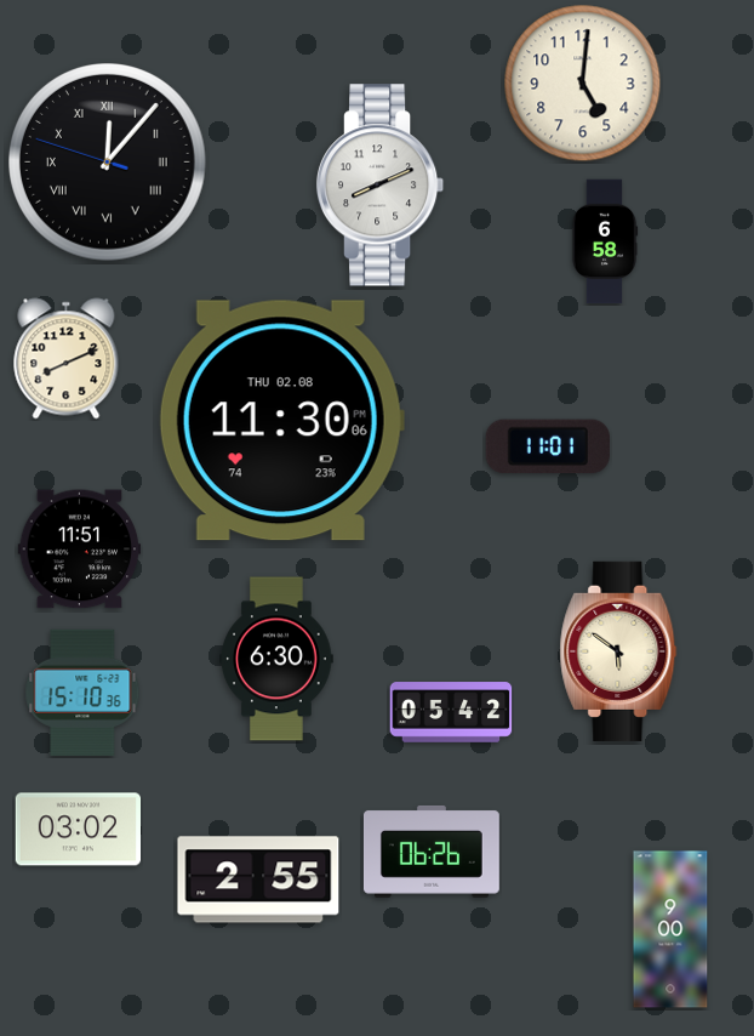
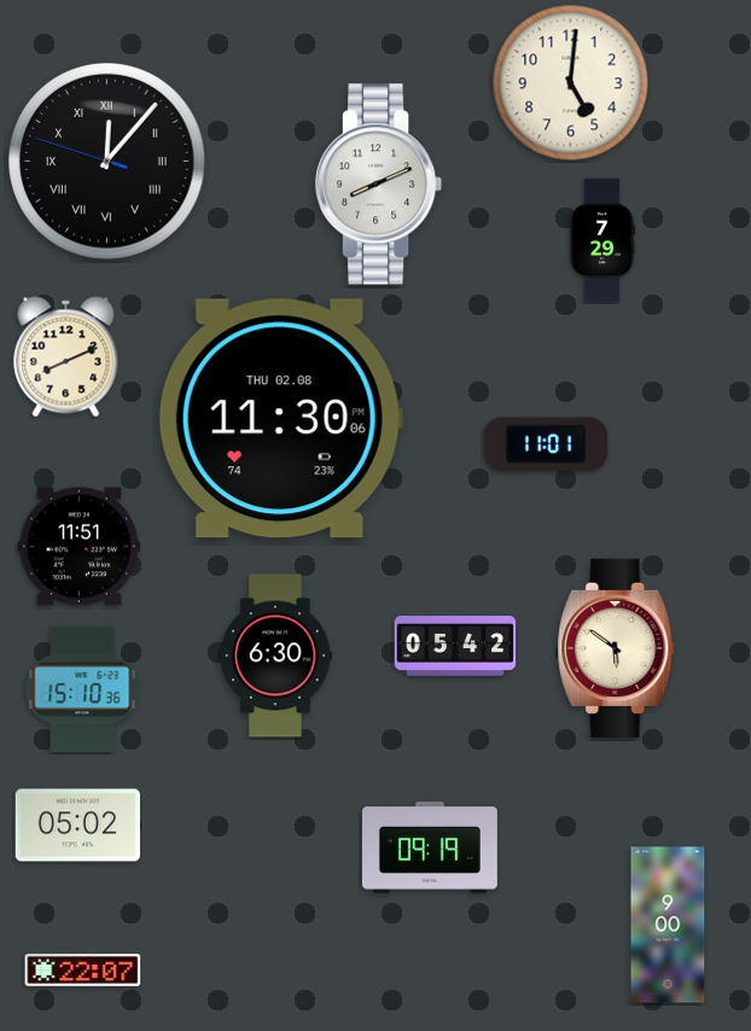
clock at (583, 84) position: (583, 84) -> (571, 83)
clock at (605, 241): 6:58 -> 7:29
clock at (451, 712) position: (451, 712) -> (455, 646)
clock at (78, 830): 03:02 -> 05:02
clock at (432, 852): 06:26 -> 09:19
clock at (258, 880): 2:55 -> none
clock at (83, 971): none -> 22:07
